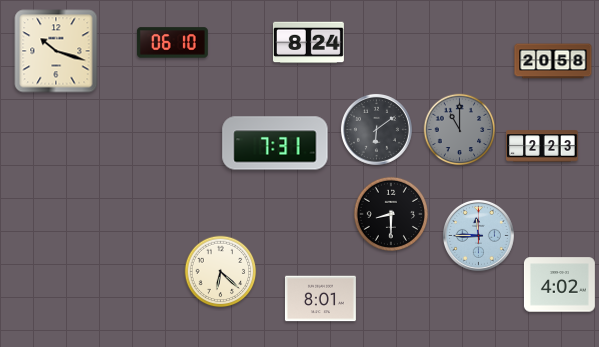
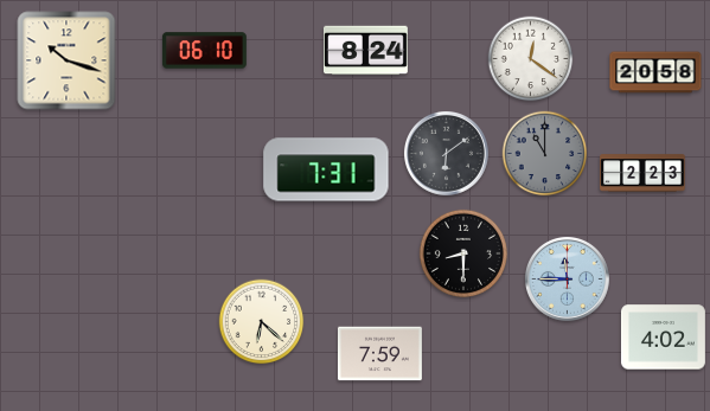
clock at (531, 59): none -> 12:21
clock at (320, 299): 8:01 -> 7:59
